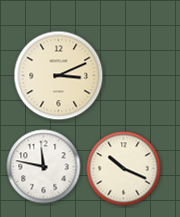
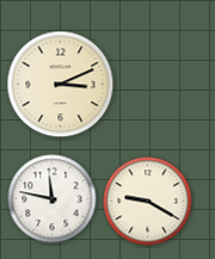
clock at (59, 76) position: (59, 76) -> (61, 85)
clock at (124, 169): 10:19 -> 9:20
